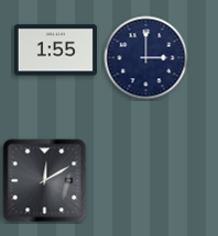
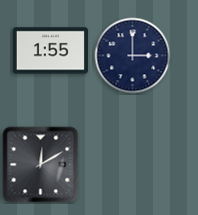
clock at (55, 50) position: (55, 50) -> (50, 51)
clock at (146, 58) position: (146, 58) -> (133, 56)
